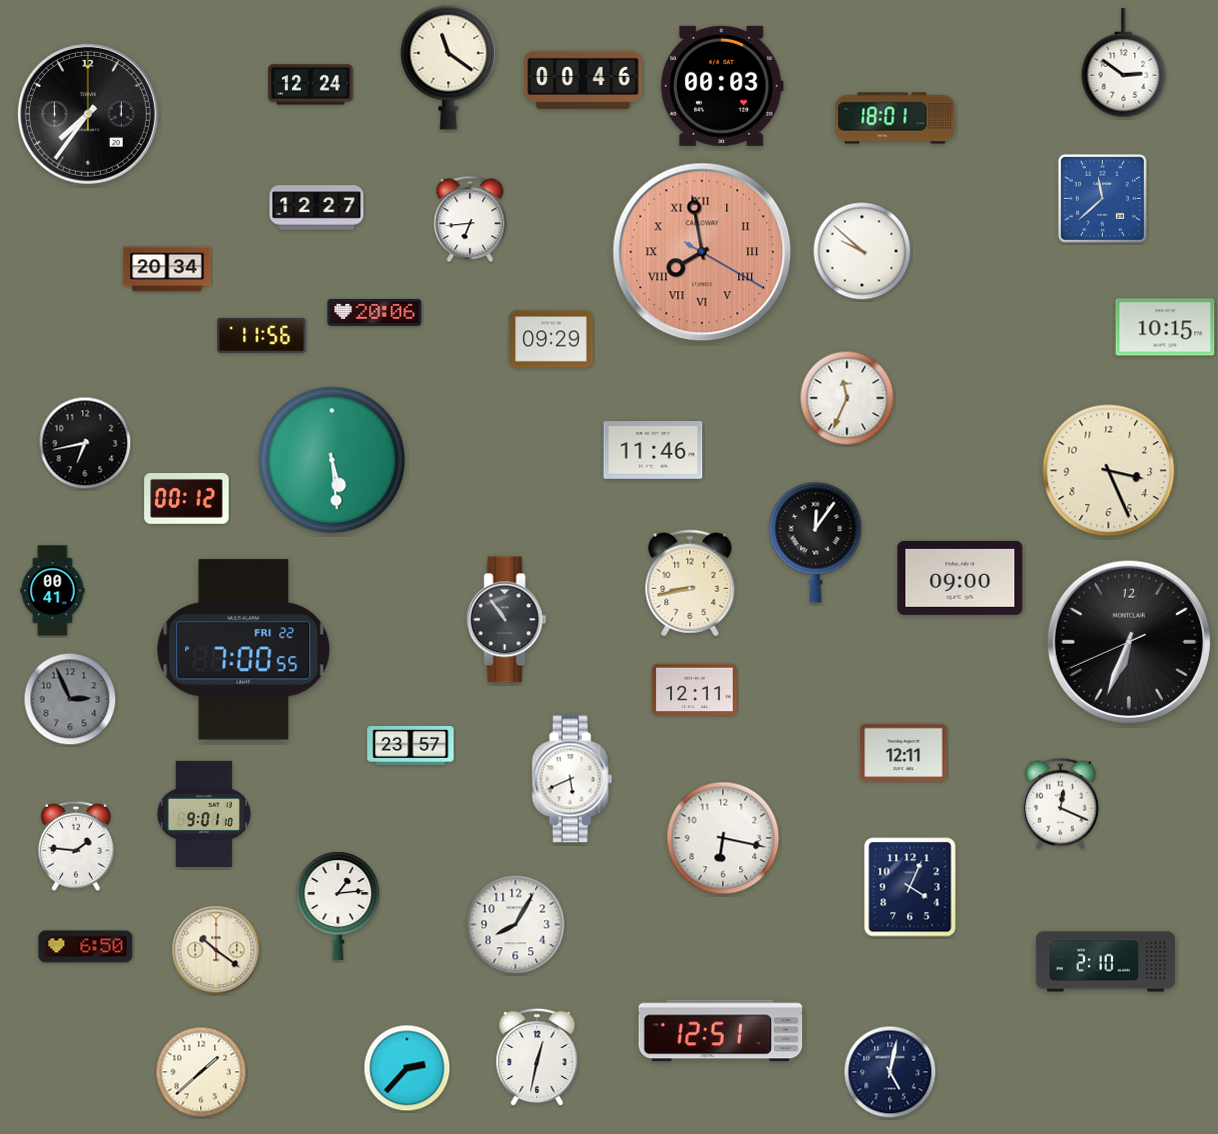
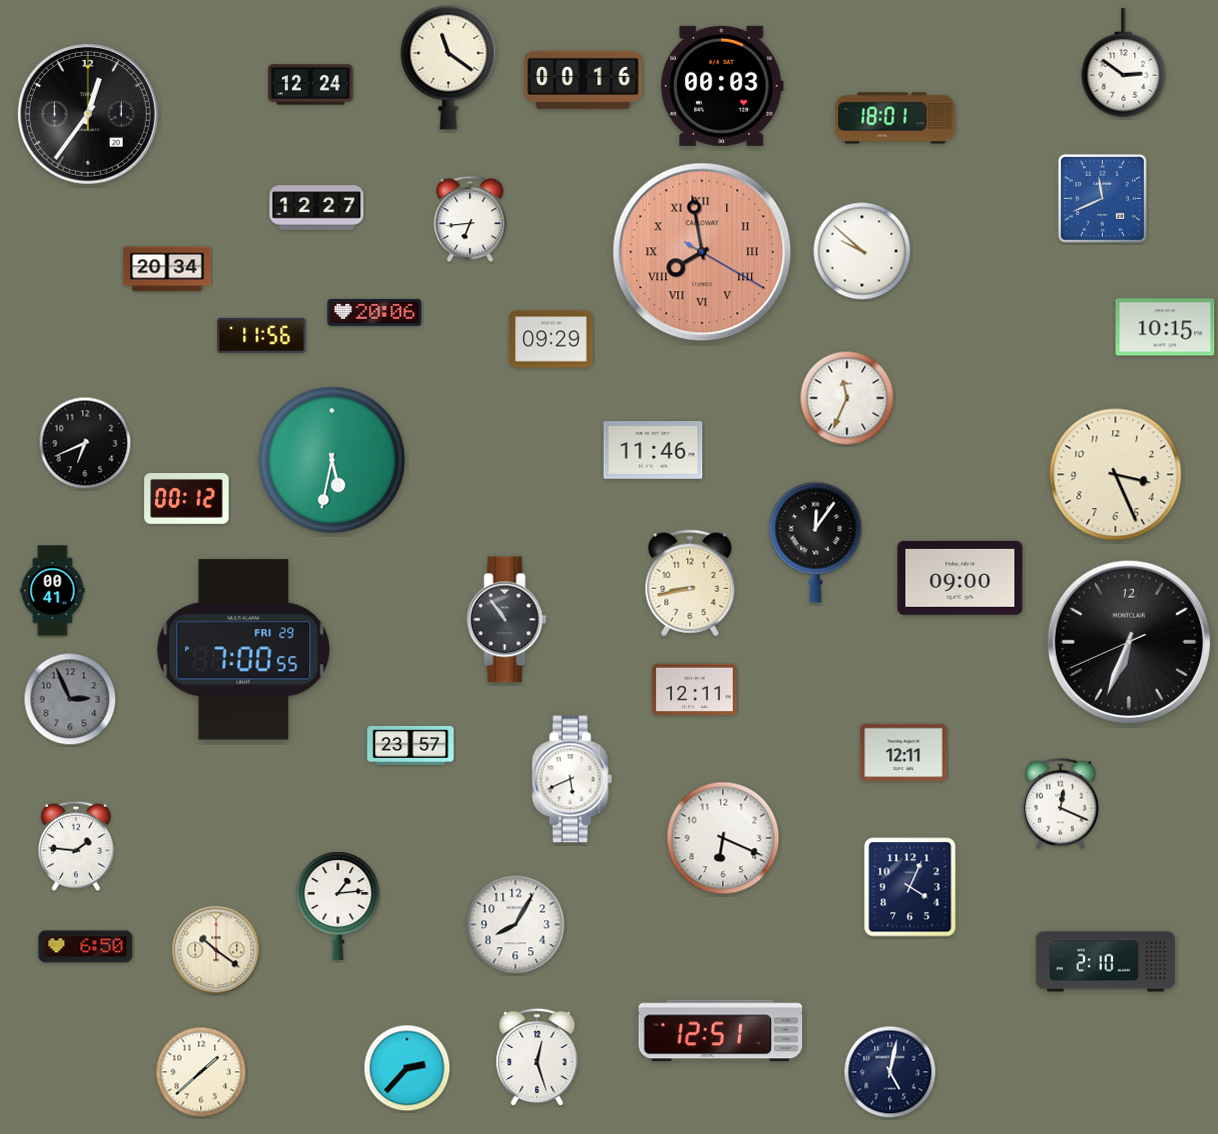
clock at (583, 80): 00:46 -> 00:16
clock at (88, 114): 7:36 -> 12:36
clock at (1102, 198): 11:38 -> 11:41
clock at (85, 443): 6:43 -> 6:41
clock at (332, 460): 5:29 -> 5:32
clock at (1109, 471) position: (1109, 471) -> (1116, 475)
clock at (244, 650) date: FRI 22 -> FRI 29
clock at (204, 813): 9:01 -> none
clock at (723, 838): 6:17 -> 6:19
clock at (537, 1057): 12:32 -> 12:27
